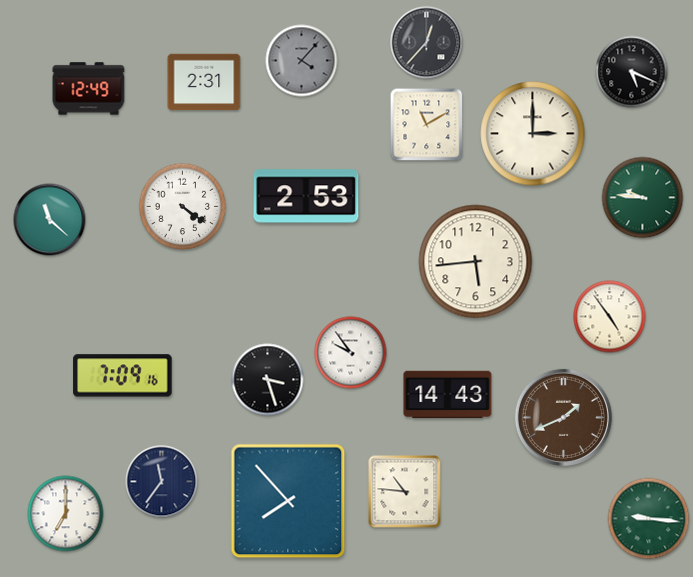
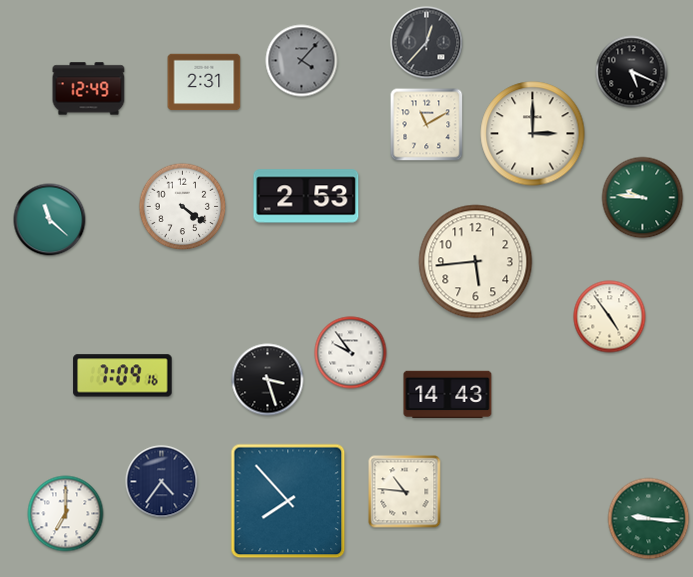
clock at (563, 417): 1:41 -> none
clock at (162, 482): 11:36 -> 4:36
